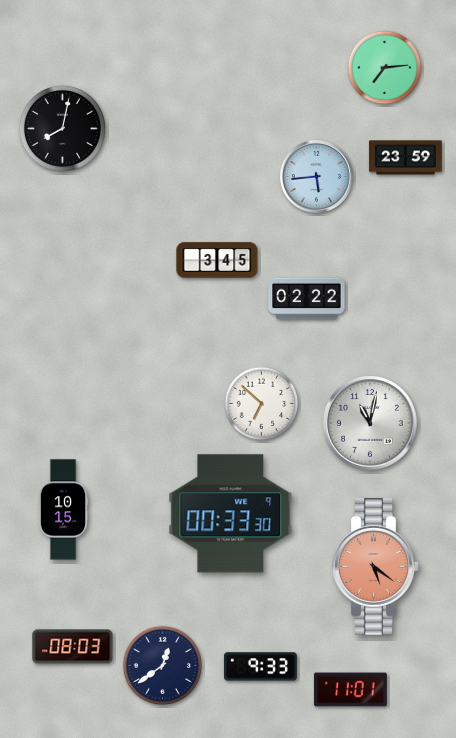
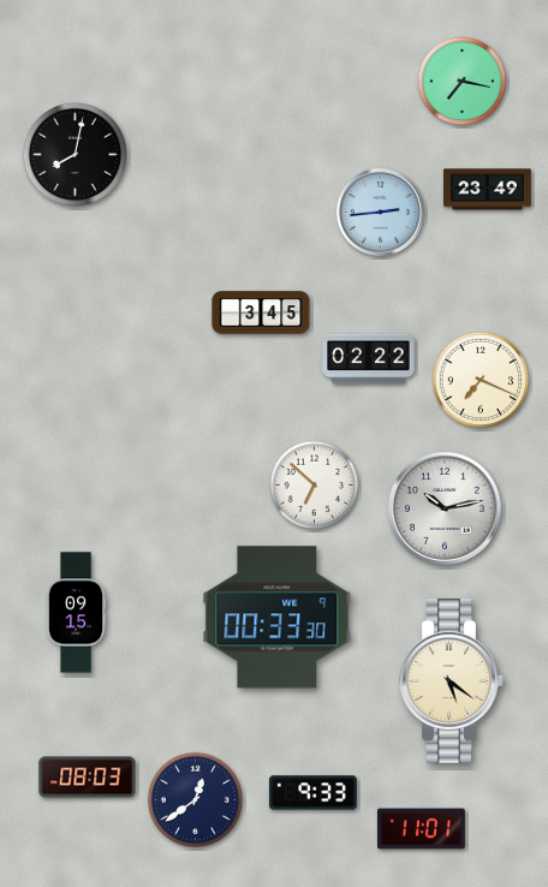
clock at (385, 68): 7:14 -> 7:17
clock at (405, 158): 23:59 -> 23:49
clock at (316, 176): 5:44 -> 2:44
clock at (479, 379): none -> 7:19
clock at (371, 424): 11:02 -> 10:13
clock at (63, 510): 10:15 -> 09:15
clock at (376, 567) dial: salmon -> cream
clock at (260, 667) position: (260, 667) -> (312, 793)
